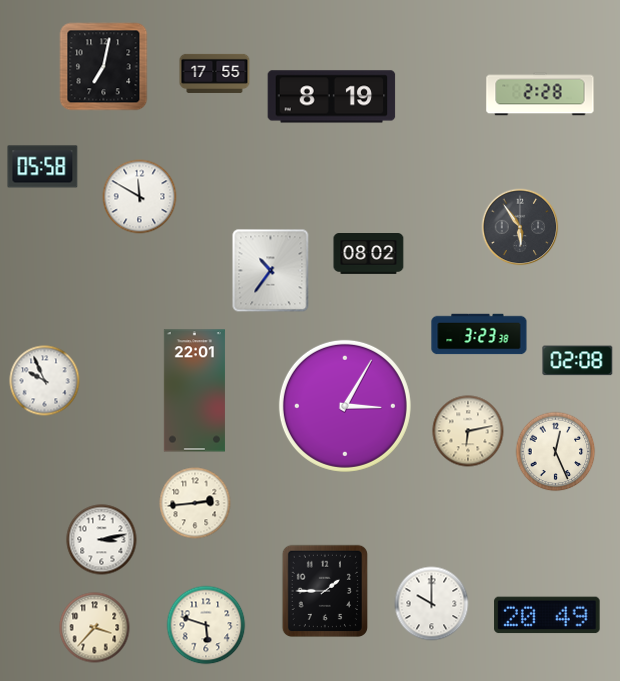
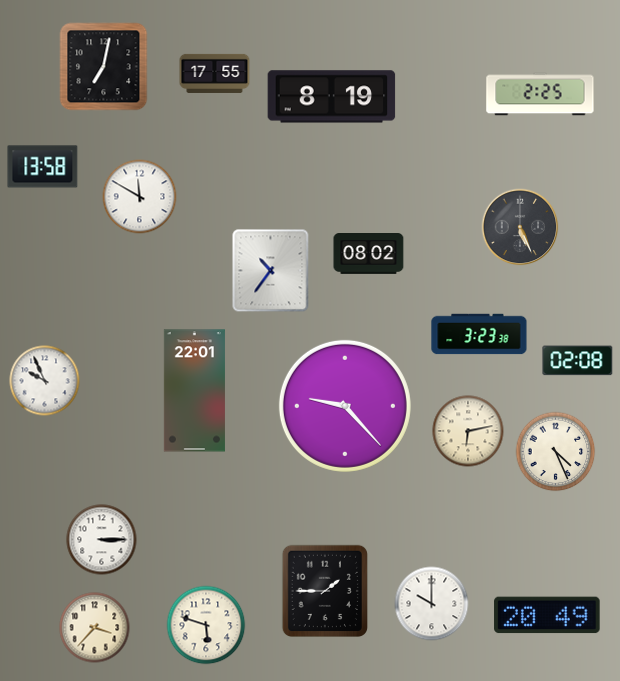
clock at (540, 94): 2:28 -> 2:25
clock at (43, 167): 05:58 -> 13:58
clock at (520, 227): 5:54 -> 5:26
clock at (345, 406): 3:05 -> 9:23
clock at (556, 452): 12:26 -> 4:26
clock at (195, 503): 2:44 -> none
clock at (102, 540): 3:13 -> 3:15
